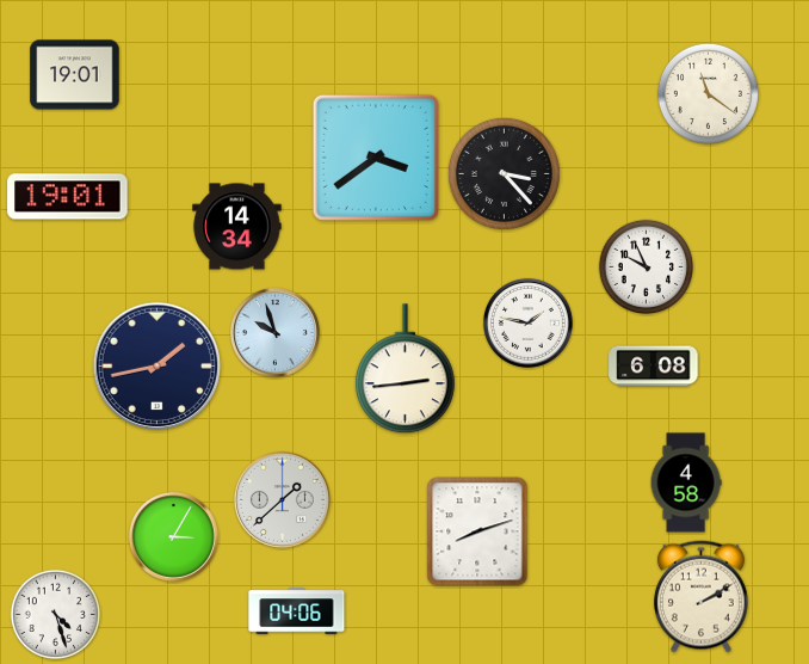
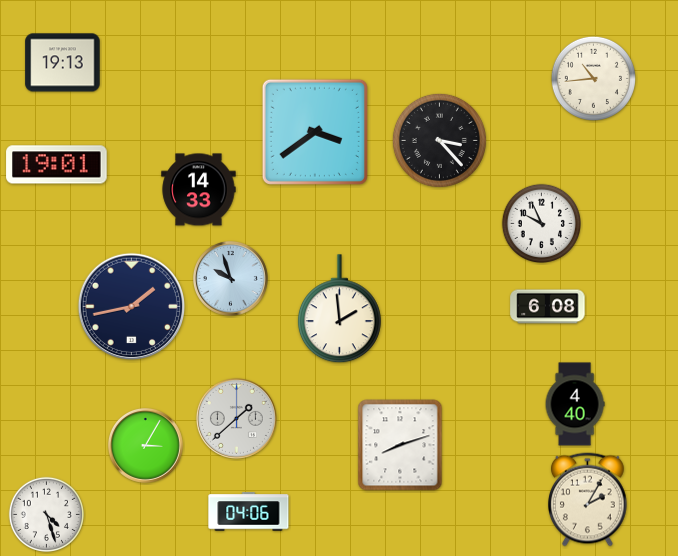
clock at (75, 75): 19:01 -> 19:13
clock at (708, 93): 11:21 -> 10:44
clock at (504, 173) position: (504, 173) -> (439, 140)
clock at (237, 227): 14:34 -> 14:33
clock at (527, 322): 1:47 -> none
clock at (404, 369): 2:44 -> 1:59
clock at (686, 482): 4:58 -> 4:40
clock at (173, 536) position: (173, 536) -> (145, 445)
clock at (702, 597): 2:10 -> 2:05
